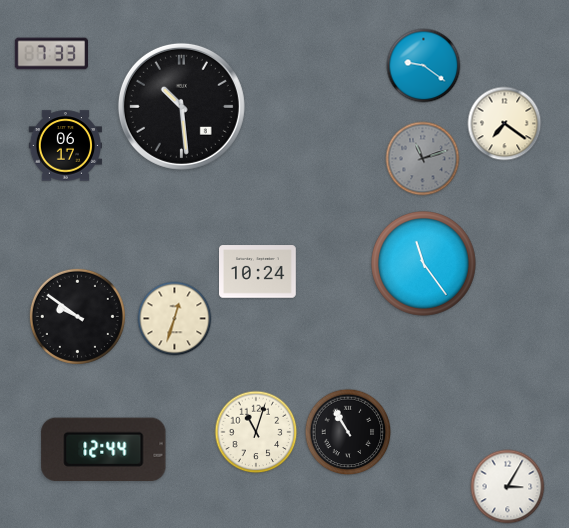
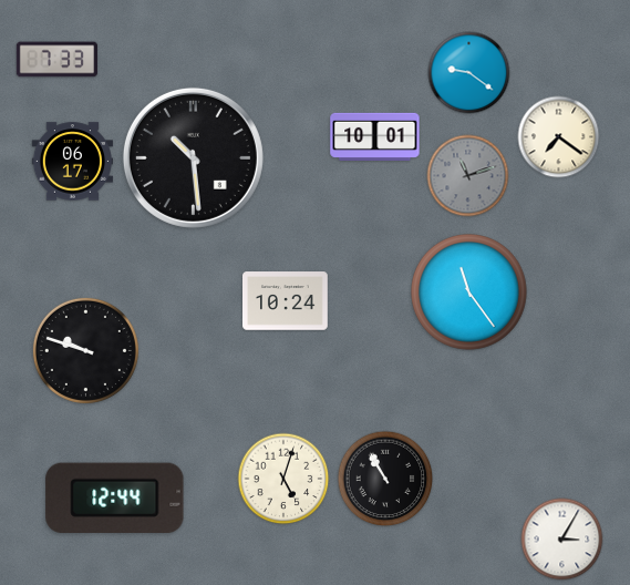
clock at (181, 106) position: (181, 106) -> (193, 157)
clock at (375, 136): none -> 10:01
clock at (77, 316): 9:51 -> 9:48
clock at (175, 319): 12:33 -> none
clock at (256, 432): 11:03 -> 5:03
